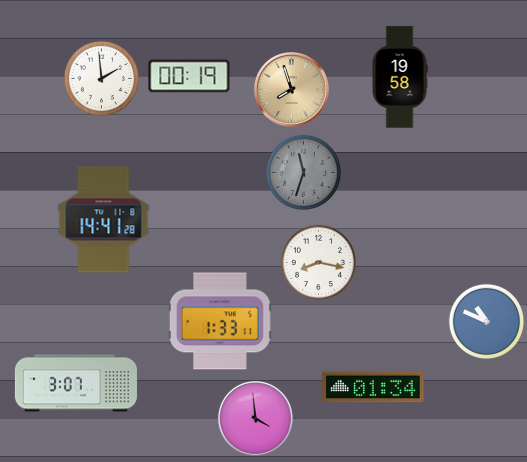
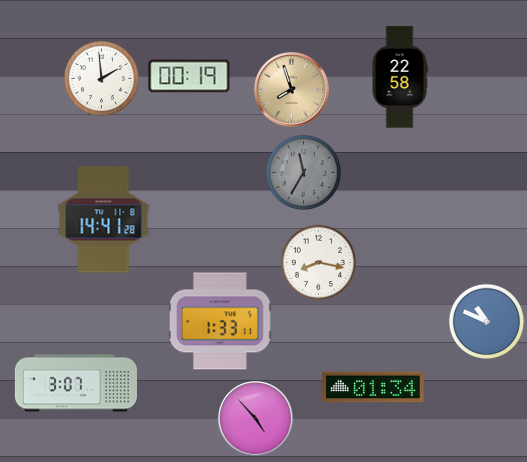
clock at (400, 77): 19:58 -> 22:58
clock at (303, 172): 11:33 -> 11:35
clock at (256, 419): 3:59 -> 4:53
